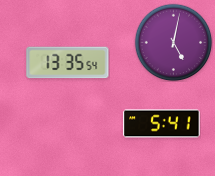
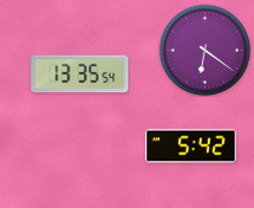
clock at (173, 42): 5:02 -> 6:21
clock at (162, 124): 5:41 -> 5:42
